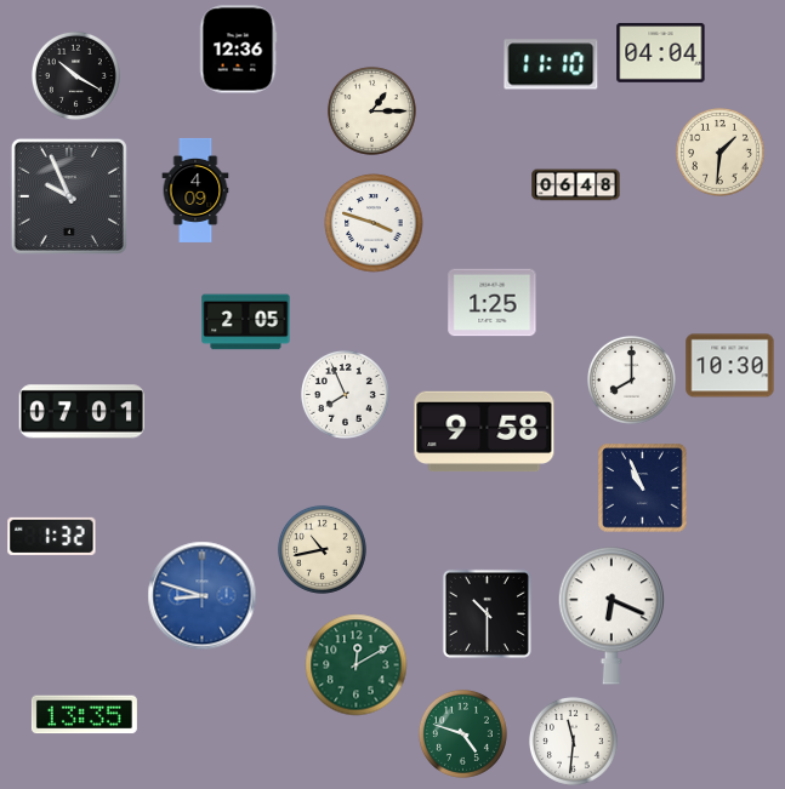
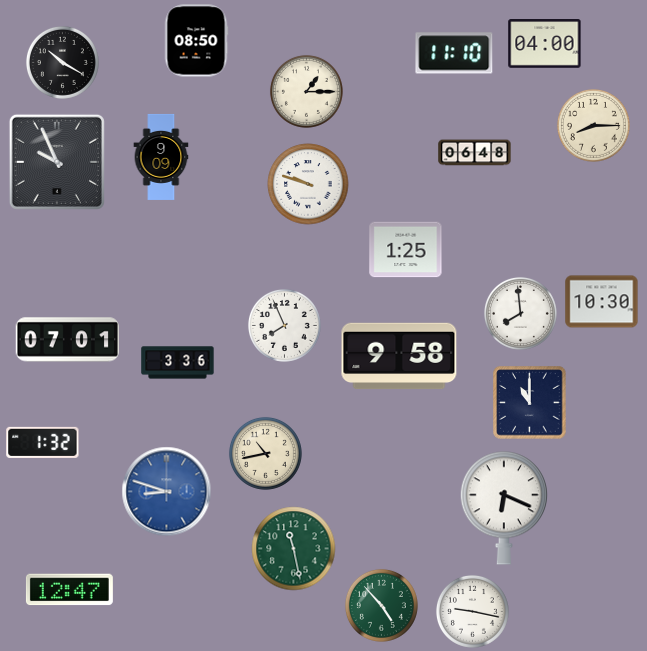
clock at (238, 50): 12:36 -> 08:50
clock at (661, 53): 04:04 -> 04:00
clock at (719, 151): 1:31 -> 8:15
clock at (195, 190): 4:09 -> 9:09
clock at (374, 223): 3:48 -> 9:48
clock at (246, 322): 2:05 -> none
clock at (631, 379): 8:00 -> 7:59
clock at (178, 363): none -> 3:36
clock at (643, 488): 10:56 -> 11:00
clock at (487, 613): 10:30 -> none
clock at (357, 665): 12:10 -> 11:28
clock at (84, 715): 13:35 -> 12:47
clock at (462, 733): 4:48 -> 4:53
clock at (573, 741): 11:31 -> 9:17
